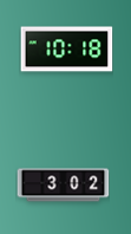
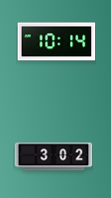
clock at (66, 50): 10:18 -> 10:14
